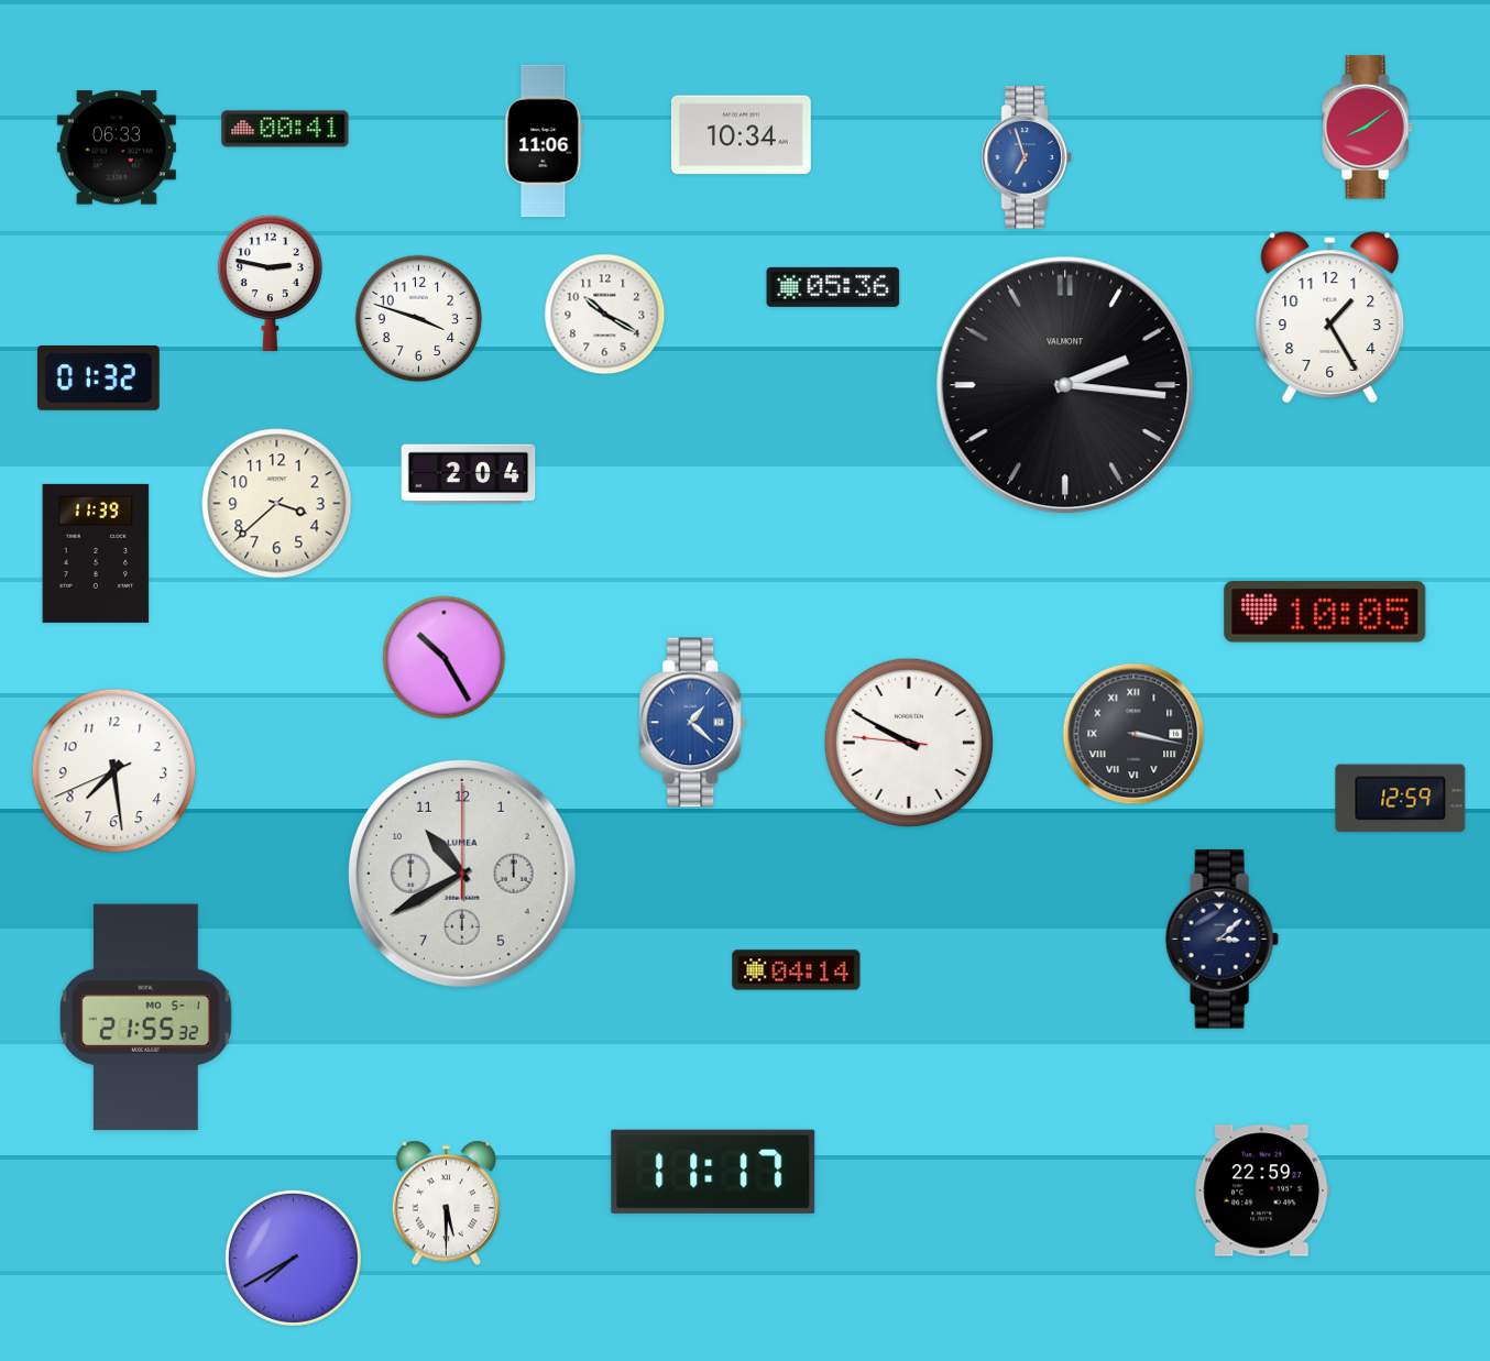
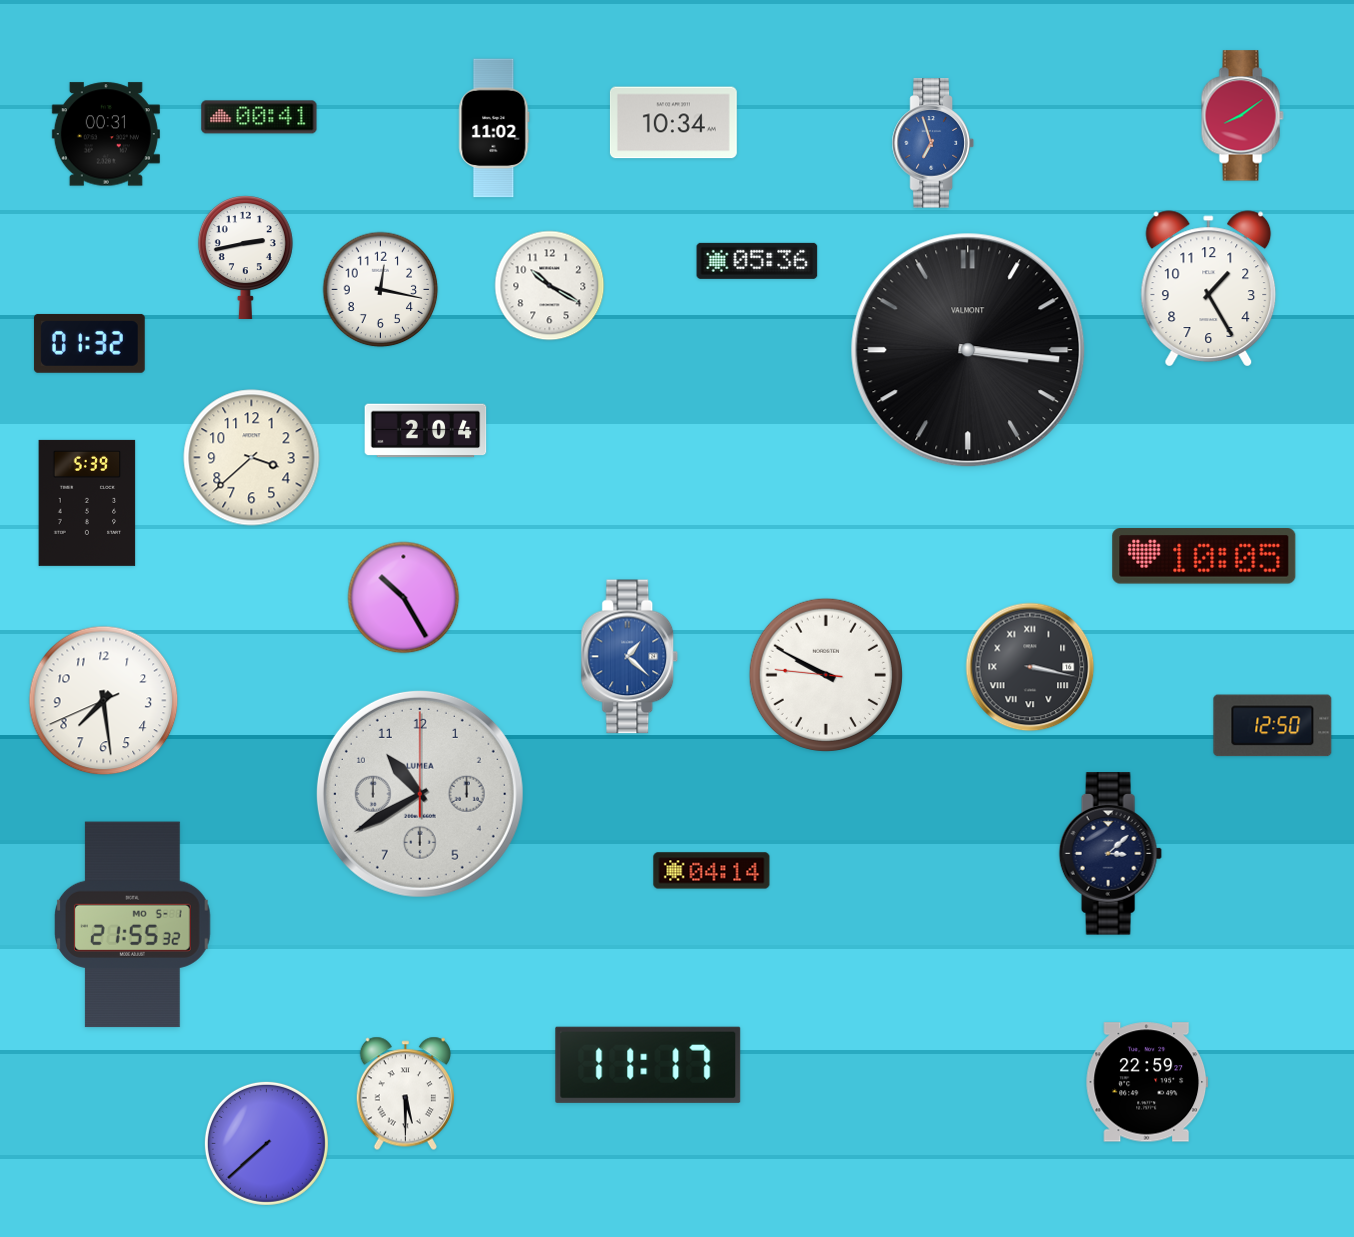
clock at (544, 141): 11:06 -> 11:02
clock at (117, 147): 06:33 -> 00:31
clock at (270, 283): 2:47 -> 2:43
clock at (419, 319): 3:48 -> 12:17
clock at (1065, 385): 2:16 -> 3:16
clock at (96, 553): 11:39 -> 5:39
clock at (1401, 799): 12:59 -> 12:50
clock at (797, 970) position: (797, 970) -> (712, 871)
clock at (293, 1258): 7:40 -> 7:38
